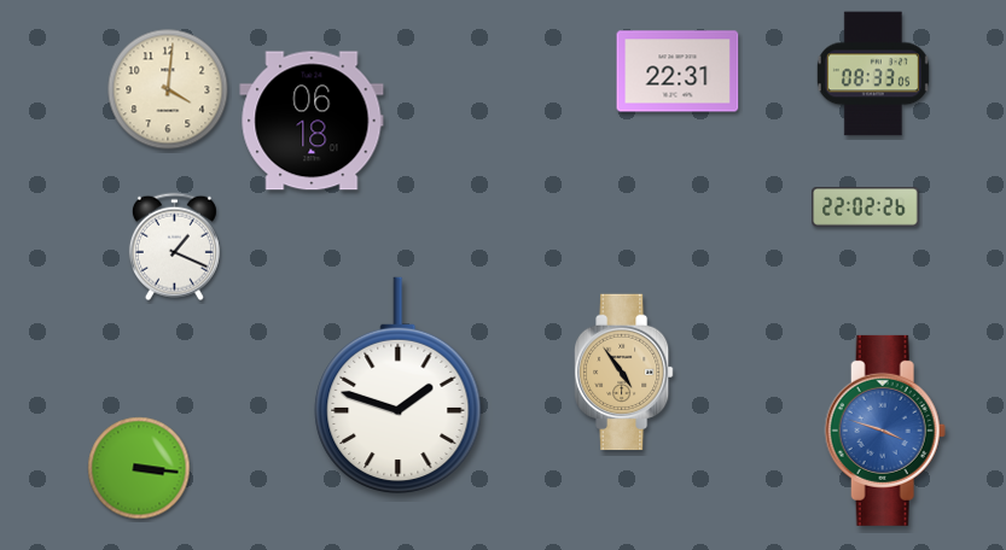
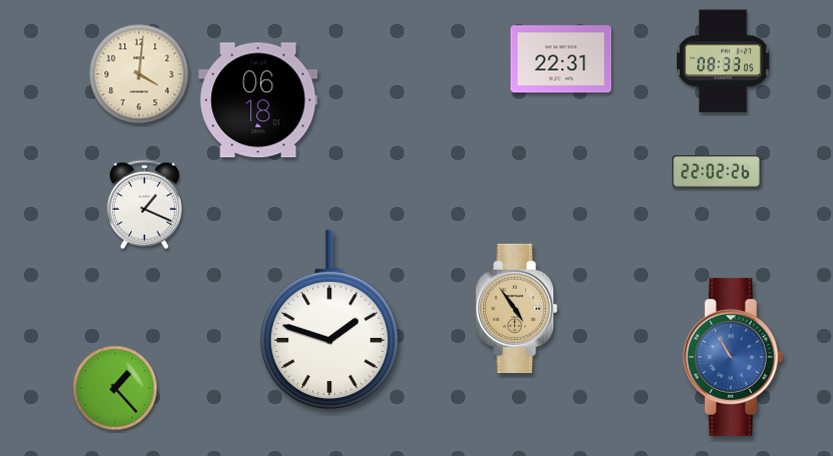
clock at (885, 431): 3:48 -> 10:55
clock at (139, 468): 3:16 -> 1:23
